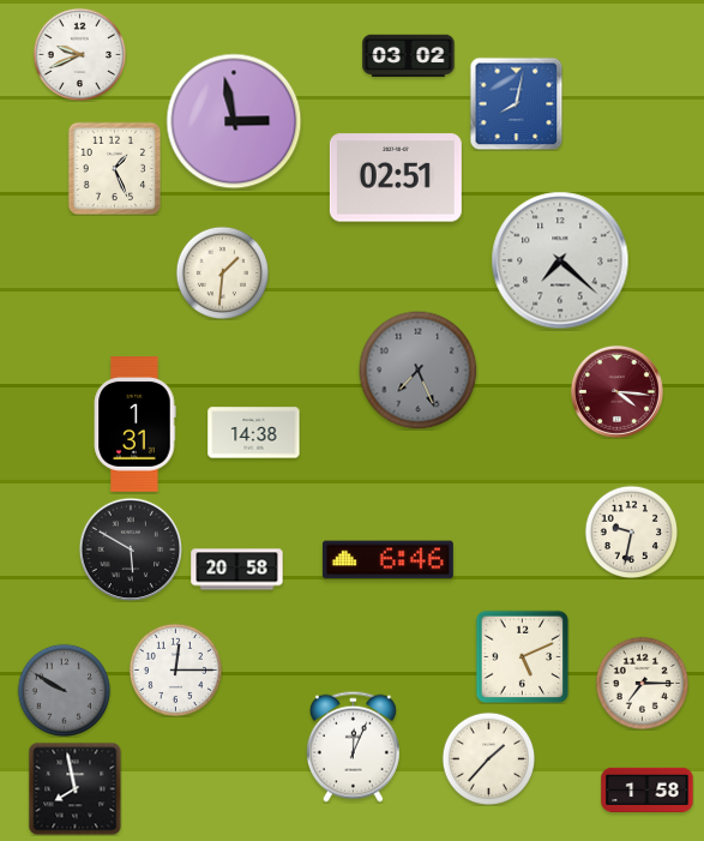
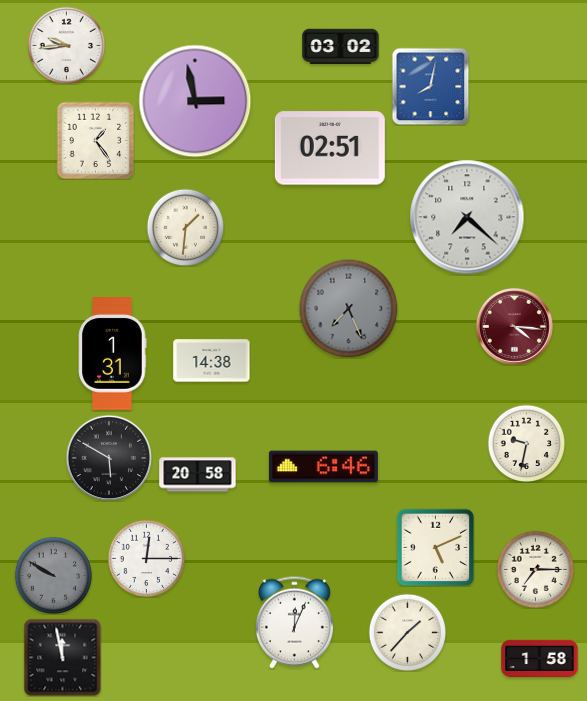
clock at (79, 54): 9:41 -> 9:44
clock at (114, 168): 1:26 -> 1:24
clock at (74, 788): 7:58 -> 11:58
